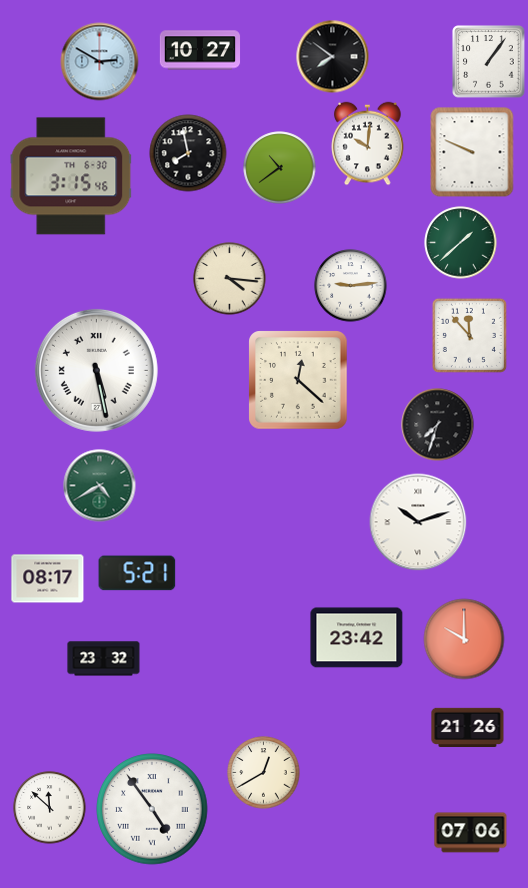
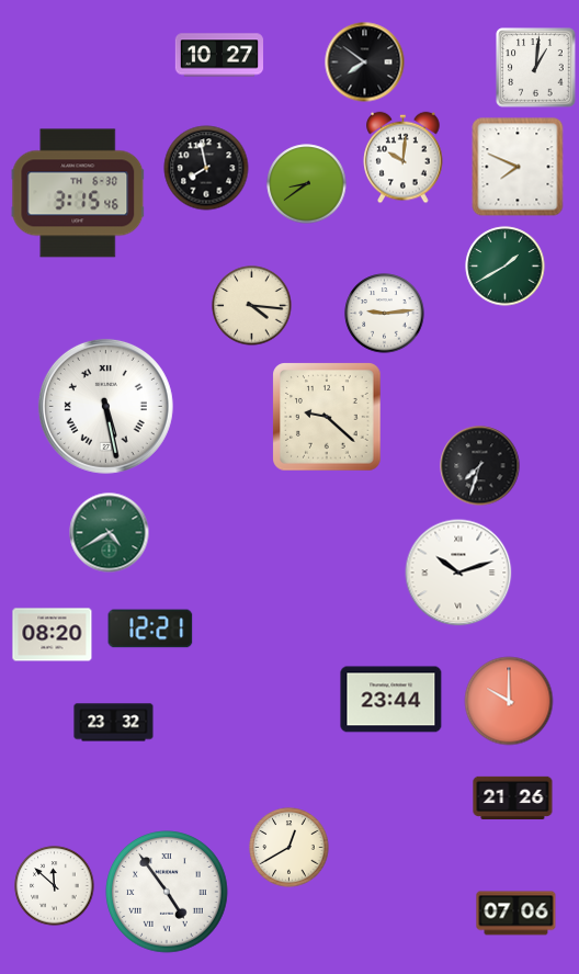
clock at (100, 62): 2:50 -> none
clock at (489, 62): 1:06 -> 1:01
clock at (472, 152): 9:49 -> 7:49
clock at (280, 168): 10:39 -> 8:39
clock at (461, 243): 1:38 -> 1:40
clock at (469, 335): 11:53 -> none
clock at (298, 380): 12:22 -> 9:22
clock at (137, 573): 5:21 -> 12:21
clock at (48, 579): 08:17 -> 08:20
clock at (357, 638): 23:42 -> 23:44
clock at (152, 809) position: (152, 809) -> (167, 892)
